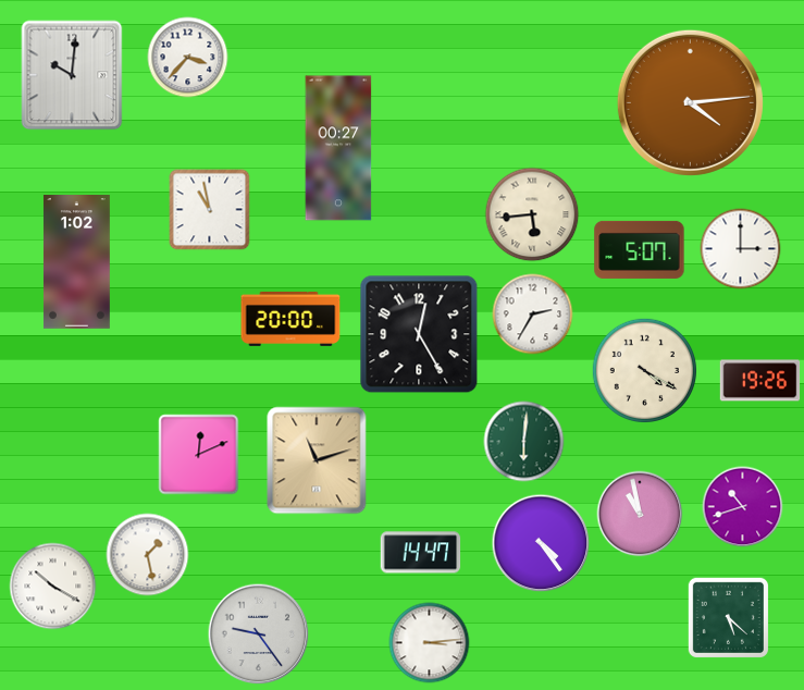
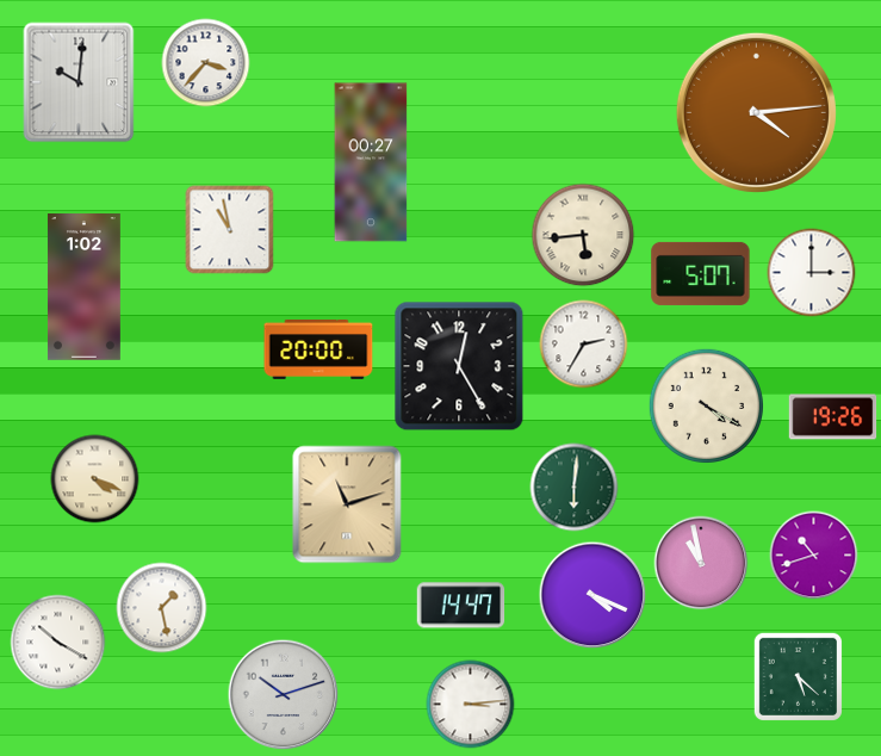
clock at (95, 479): none -> 4:19
clock at (524, 442) position: (524, 442) -> (575, 488)
clock at (199, 455): 12:11 -> none
clock at (541, 543): 4:24 -> 4:19
clock at (259, 634): 9:24 -> 10:12
